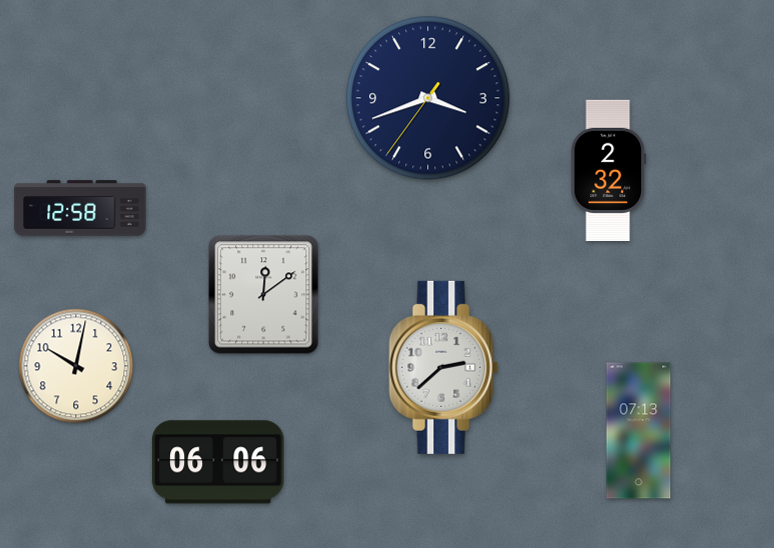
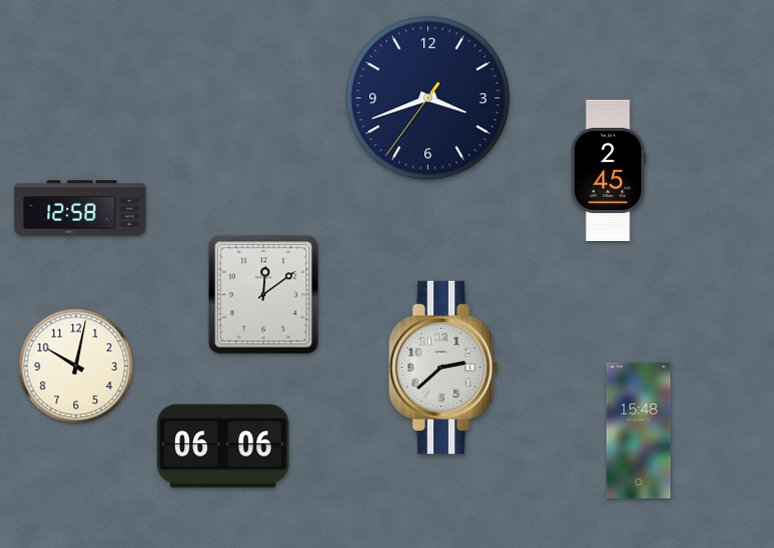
clock at (609, 170): 2:32 -> 2:45
clock at (639, 431): 07:13 -> 15:48
clock at (218, 462) position: (218, 462) -> (223, 446)
